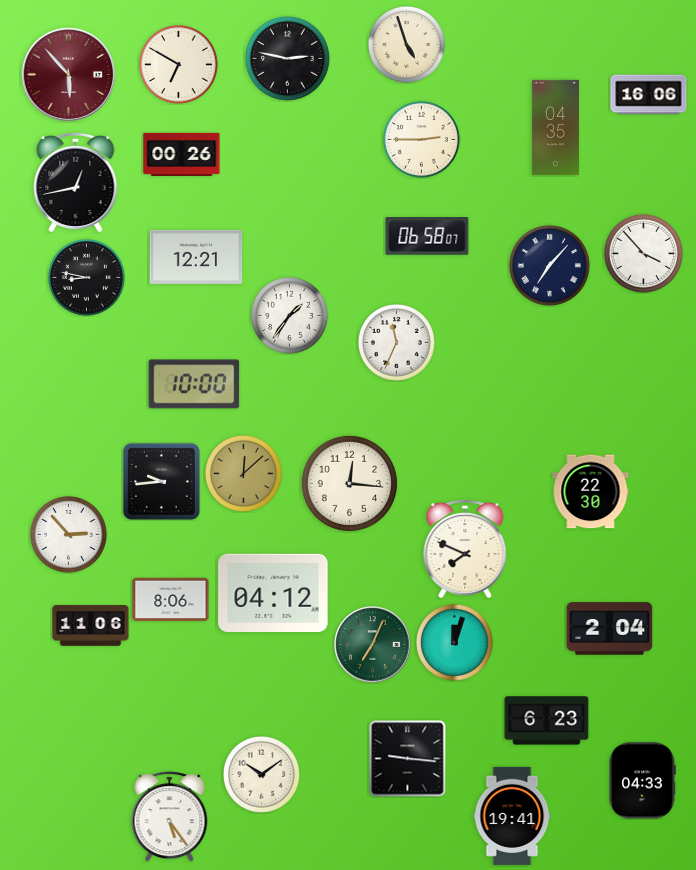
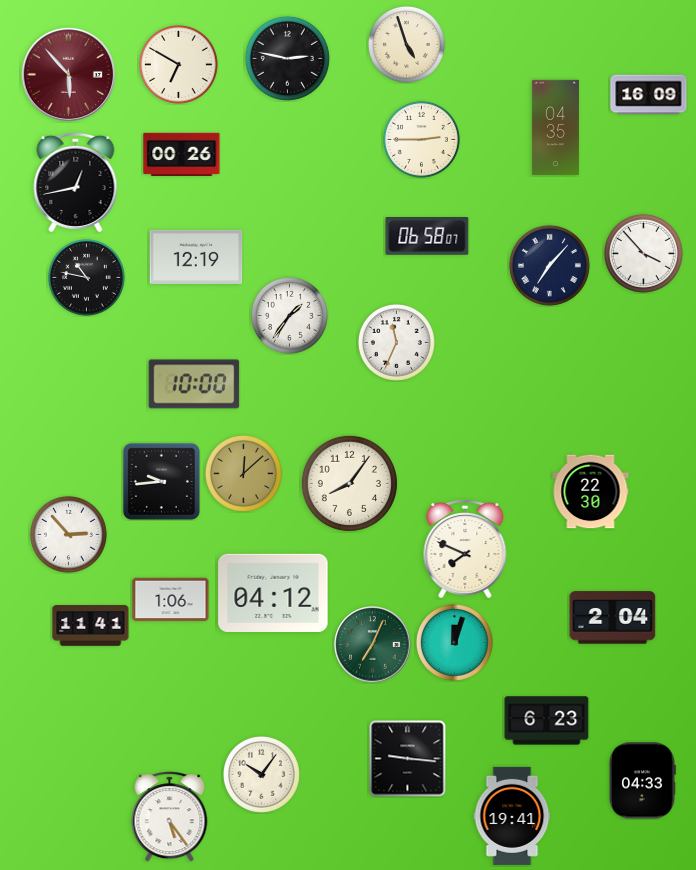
clock at (649, 95): 16:06 -> 16:09
clock at (196, 257): 12:21 -> 12:19
clock at (86, 277): 8:47 -> 10:47
clock at (349, 483): 12:16 -> 8:06
clock at (171, 600): 8:06 -> 1:06
clock at (91, 626): 11:06 -> 11:41
clock at (610, 629) position: (610, 629) -> (613, 618)
clock at (261, 774): 10:09 -> 10:06
